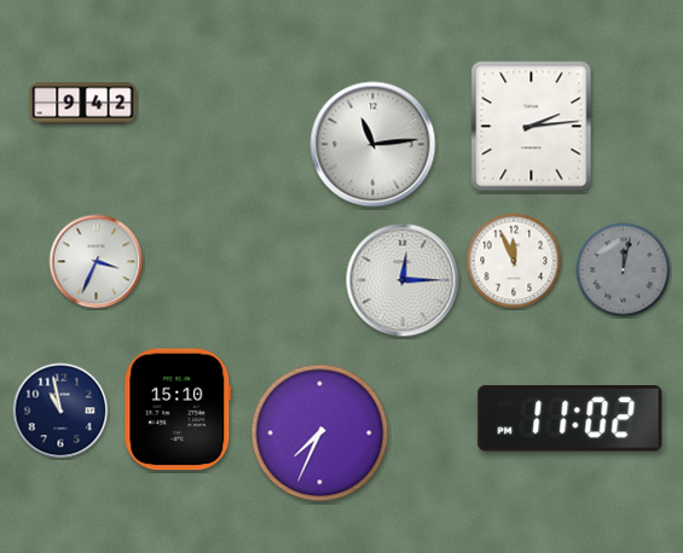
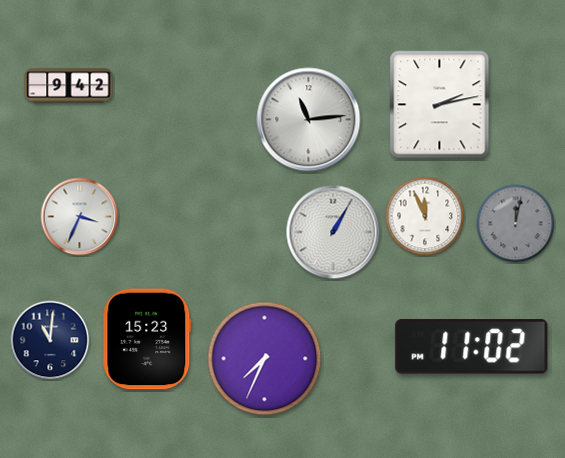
clock at (532, 127): 2:14 -> 2:13
clock at (403, 280): 12:15 -> 1:05
clock at (178, 409): 15:10 -> 15:23
clock at (60, 411): 10:58 -> 11:01
